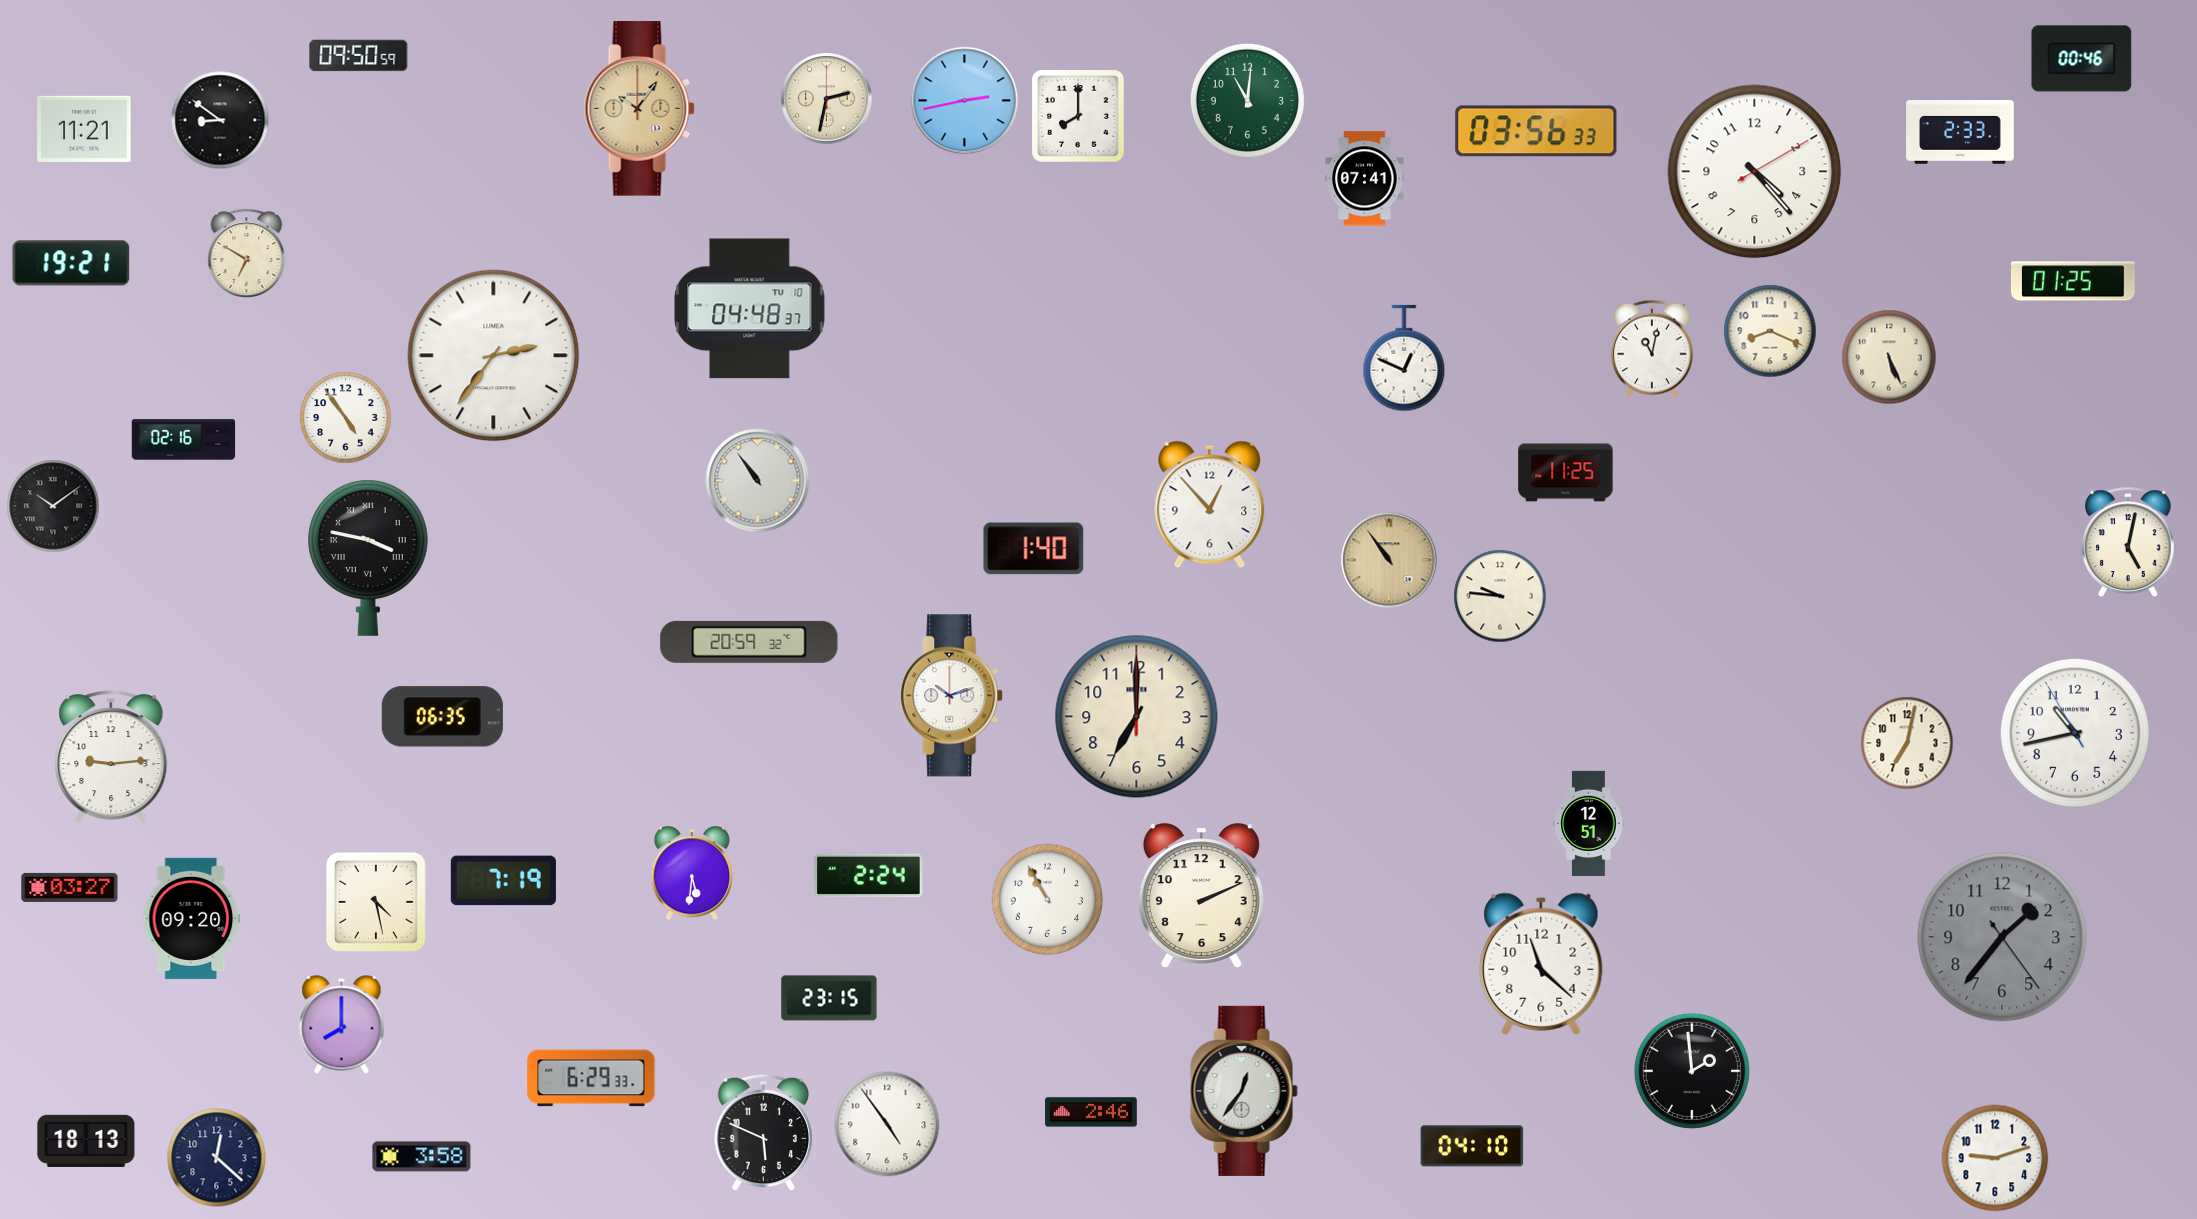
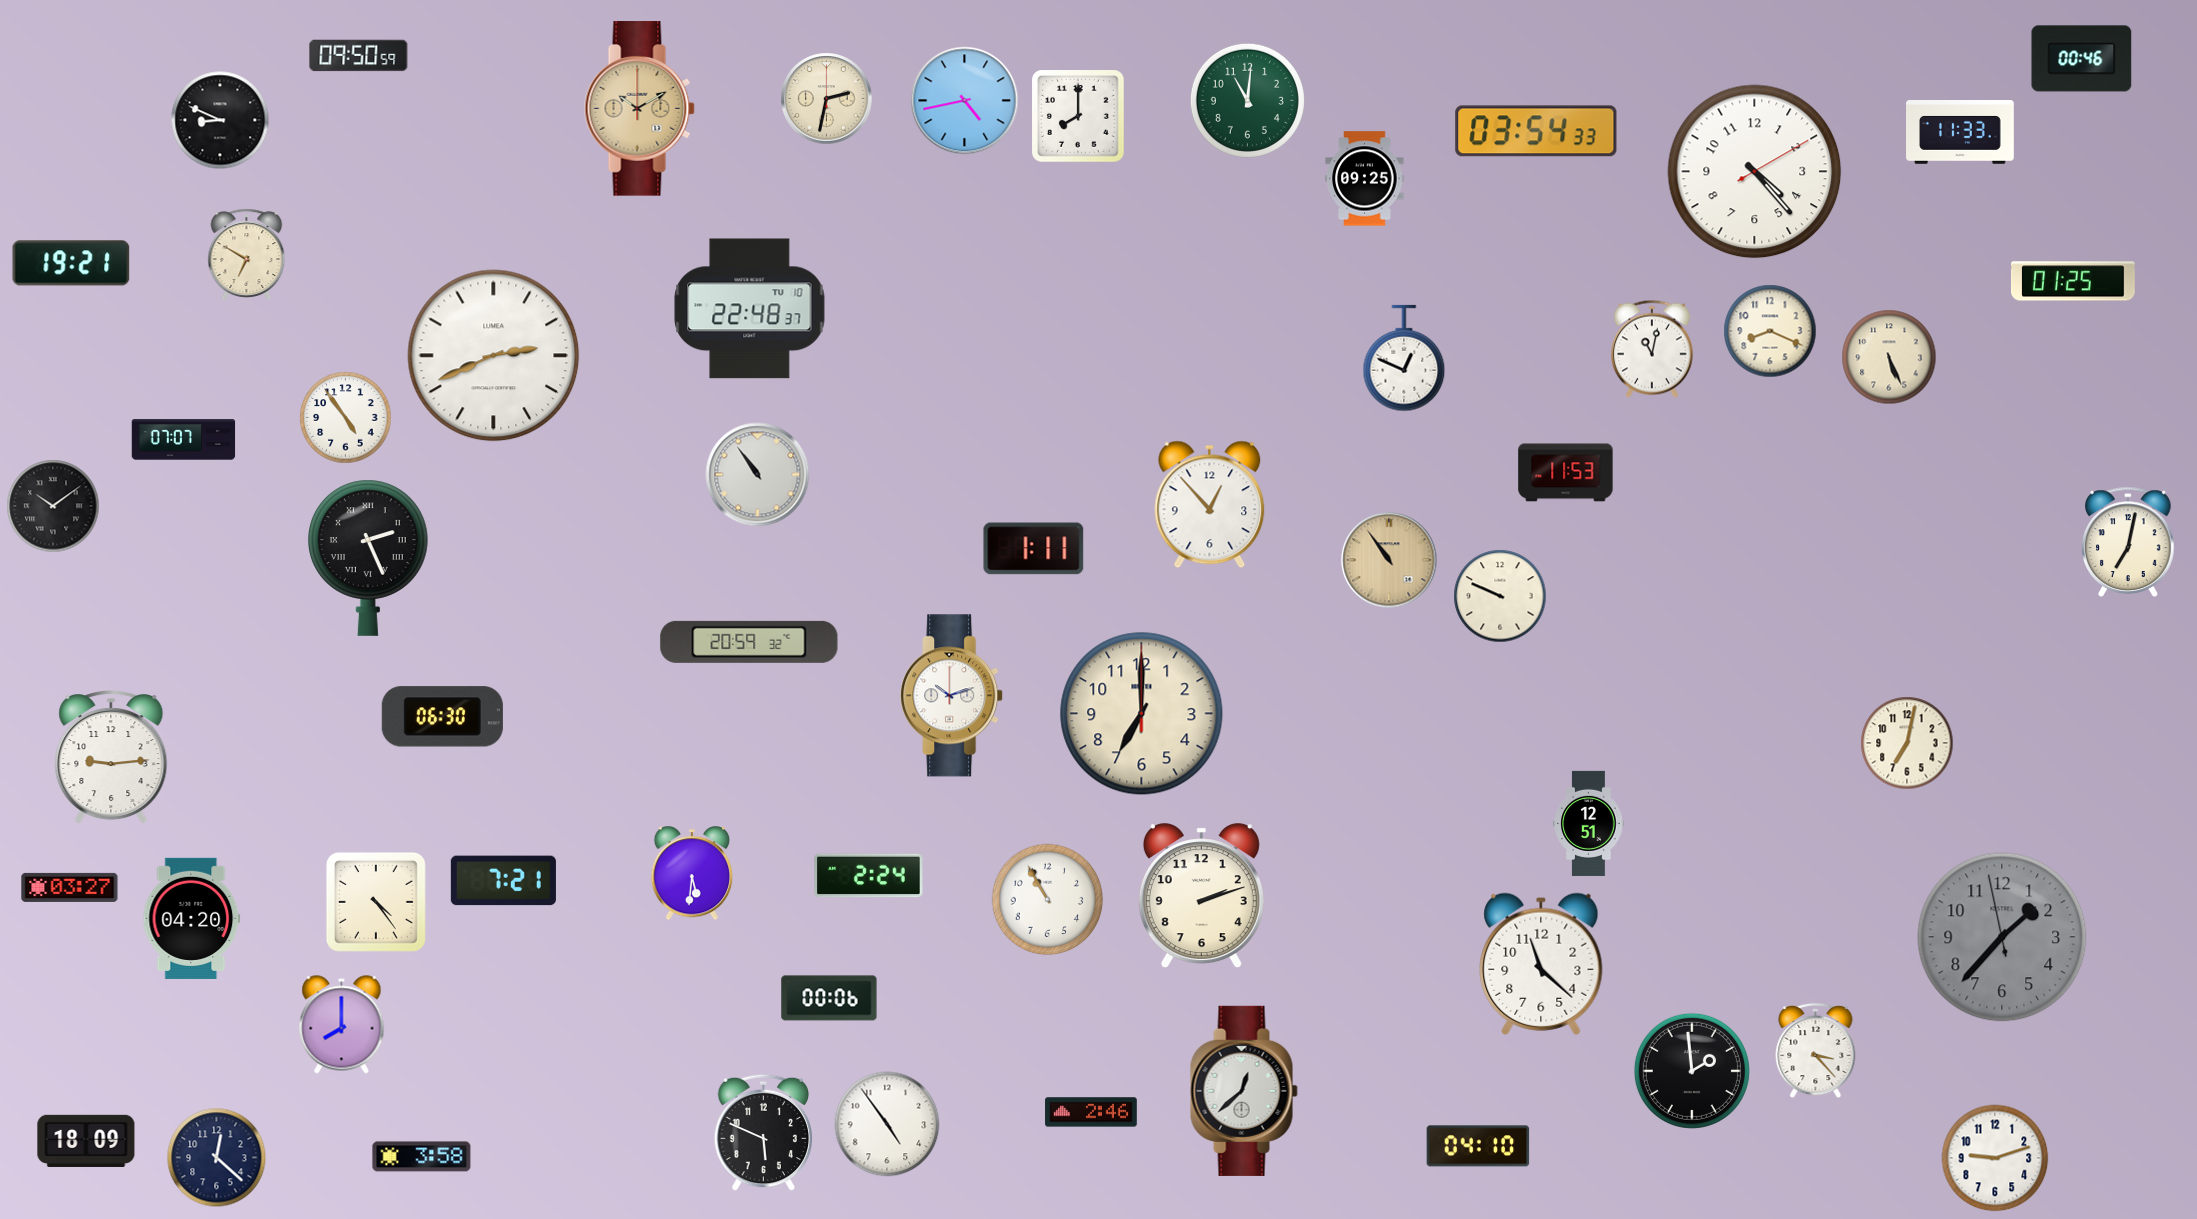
clock at (965, 101): 2:43 -> 4:43
clock at (639, 109): 10:06 -> 10:10
clock at (220, 120): 8:51 -> 8:49
clock at (84, 129): 11:21 -> none
clock at (1536, 131): 03:56 -> 03:54
clock at (1960, 132): 2:33 -> 11:33
clock at (1365, 179): 07:41 -> 09:25
clock at (750, 309): 04:48 -> 22:48
clock at (494, 356): 2:36 -> 2:41
clock at (184, 440): 02:16 -> 07:07
clock at (1566, 473): 11:25 -> 11:53
clock at (758, 481) position: (758, 481) -> (758, 475)
clock at (2128, 542): 5:02 -> 7:02
clock at (1034, 549): 1:40 -> 1:11
clock at (369, 558): 3:47 -> 2:26
clock at (1500, 596): 9:46 -> 9:49
clock at (442, 717): 06:35 -> 06:30
clock at (1137, 717) position: (1137, 717) -> (1142, 714)
clock at (2075, 733): 10:42 -> none
clock at (503, 881): 7:19 -> 7:21
clock at (1201, 896): 2:11 -> 2:12
clock at (376, 902): 4:28 -> 4:24
clock at (192, 918): 09:20 -> 04:20
clock at (2002, 937): 1:36:24 -> 1:36:58
clock at (829, 998): 23:15 -> 00:06
clock at (1816, 1051): none -> 3:23
clock at (591, 1078): 6:29 -> none
clock at (1244, 1091): 12:36 -> 12:38
clock at (86, 1141): 18:13 -> 18:09
clock at (1472, 1146) position: (1472, 1146) -> (1478, 1146)
